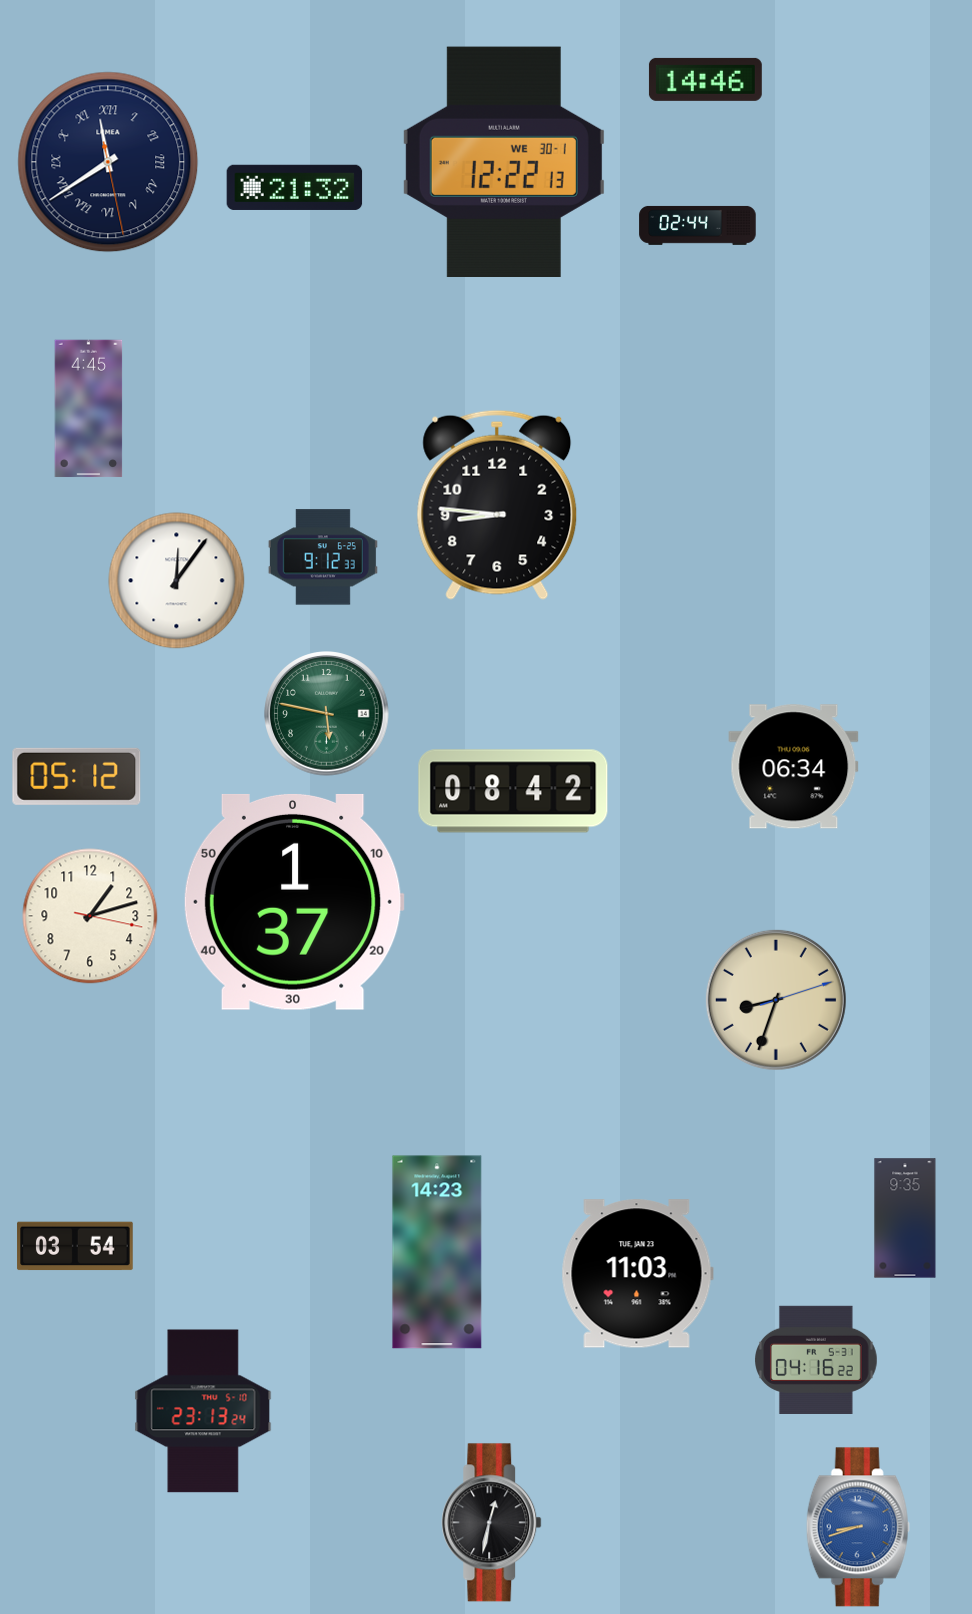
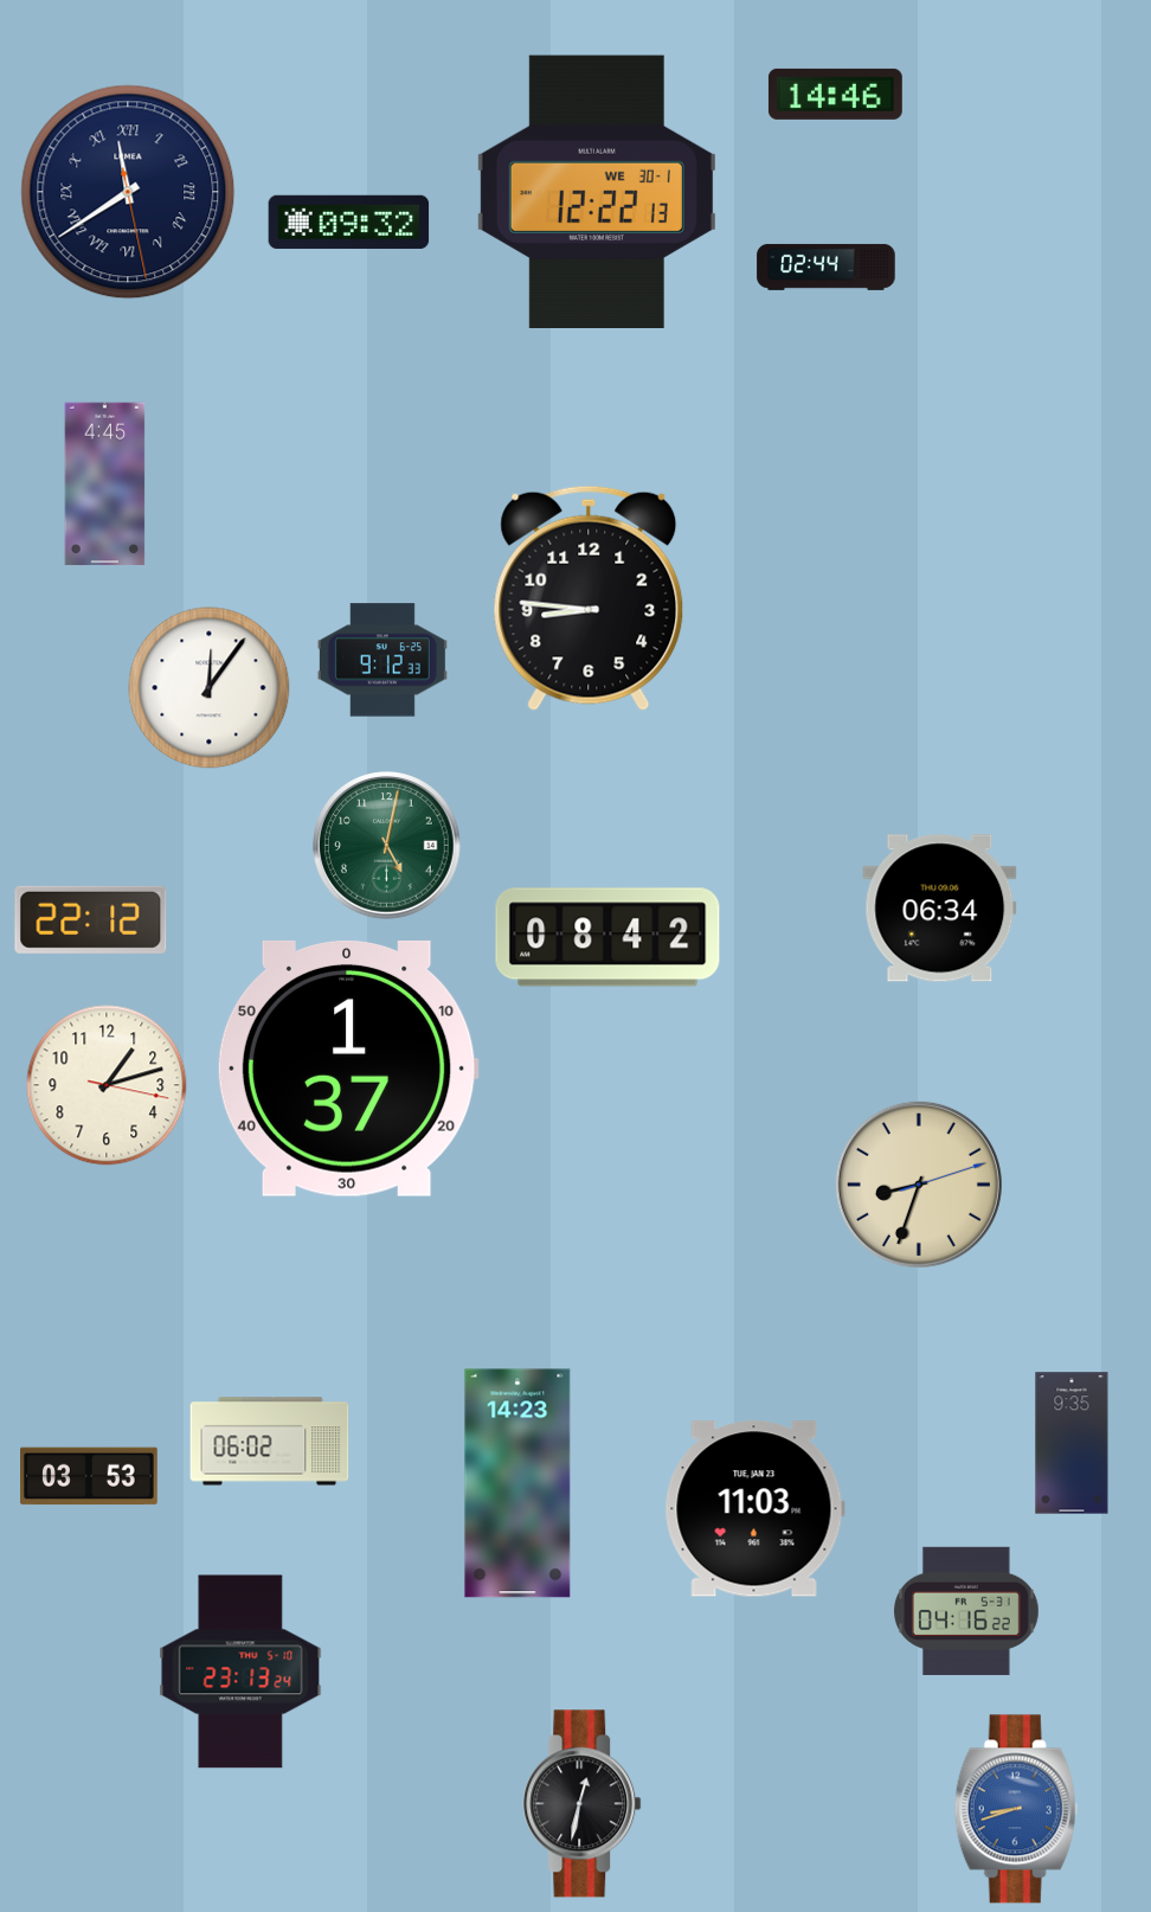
clock at (295, 187): 21:32 -> 09:32
clock at (327, 714): 5:47 -> 5:02
clock at (77, 776): 05:12 -> 22:12
clock at (270, 1442): none -> 06:02
clock at (75, 1246): 03:54 -> 03:53
